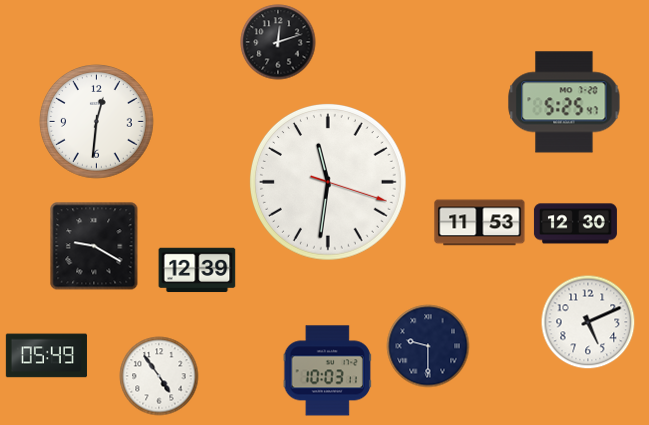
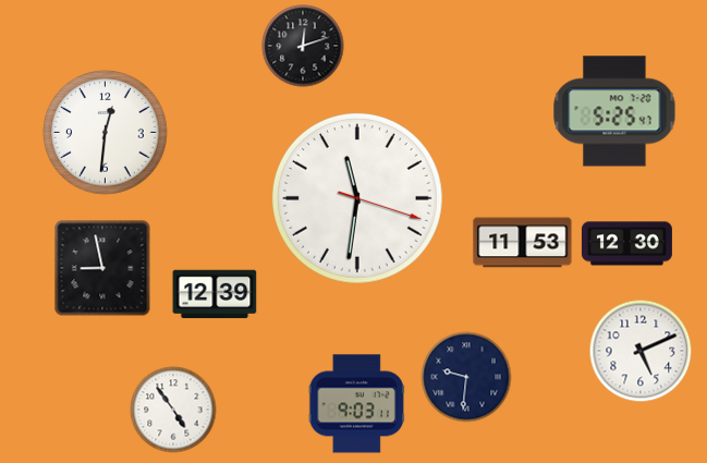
clock at (94, 246): 9:20 -> 8:58
clock at (428, 346): 9:30 -> 9:31
clock at (46, 356): 05:49 -> none
clock at (327, 371): 10:03 -> 9:03
